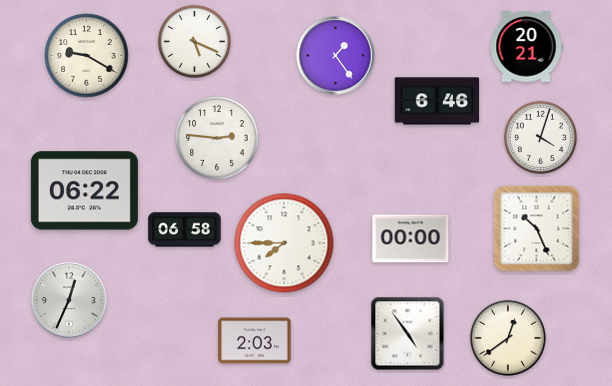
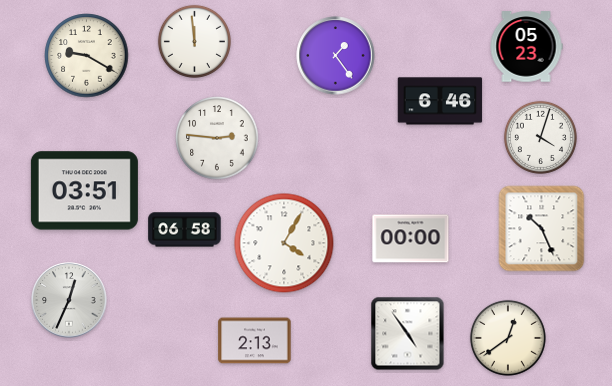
clock at (194, 41): 5:19 -> 11:59
clock at (526, 47): 20:21 -> 05:23
clock at (437, 101) position: (437, 101) -> (440, 101)
clock at (84, 191): 06:22 -> 03:51
clock at (537, 229) position: (537, 229) -> (542, 229)
clock at (284, 243): 7:45 -> 4:05
clock at (255, 341): 2:03 -> 2:13
